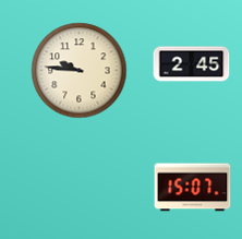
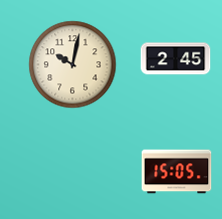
clock at (80, 71): 9:46 -> 10:02
clock at (193, 188): 15:07 -> 15:05
